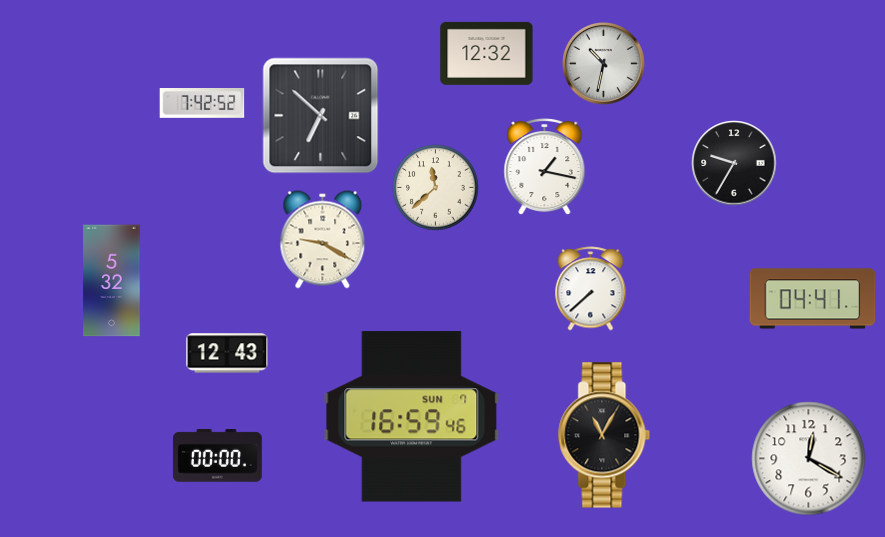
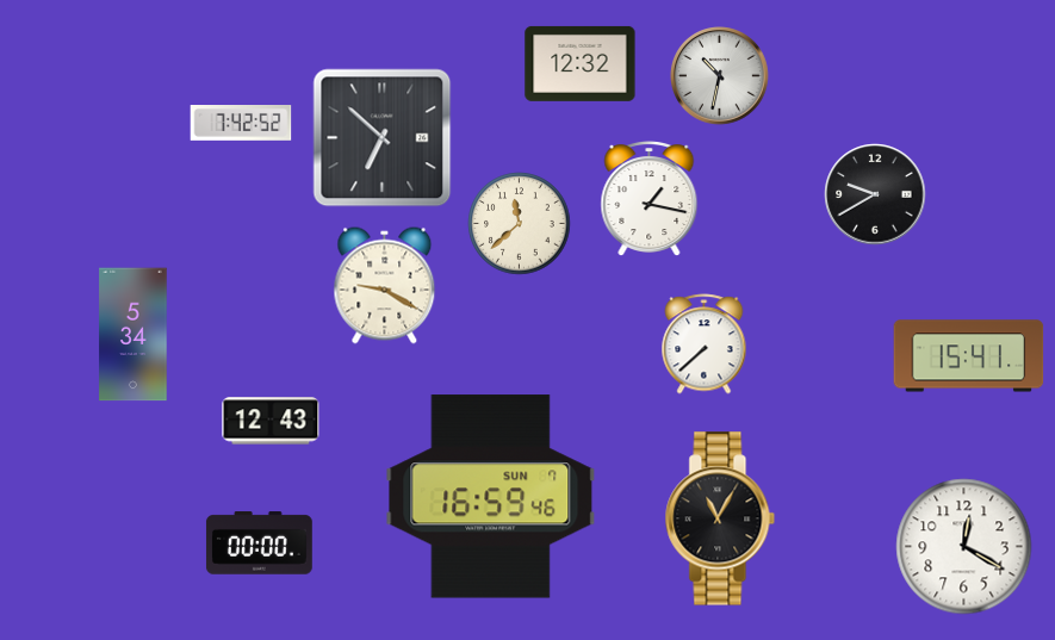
clock at (734, 163): 9:35 -> 9:40
clock at (112, 281): 5:32 -> 5:34
clock at (813, 299): 04:41 -> 15:41
